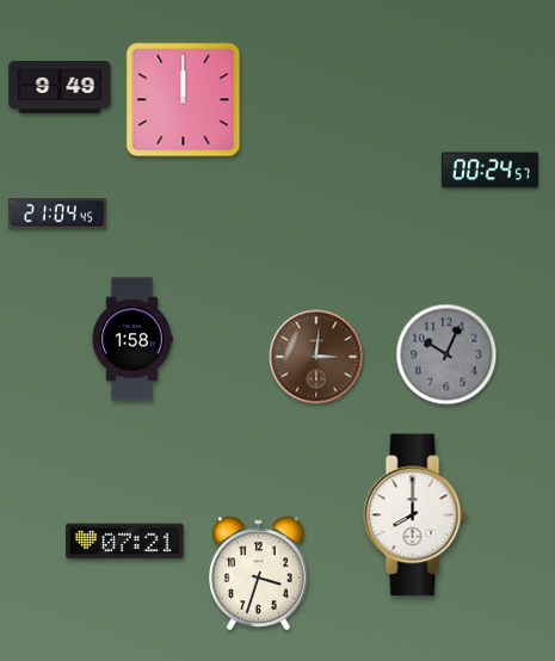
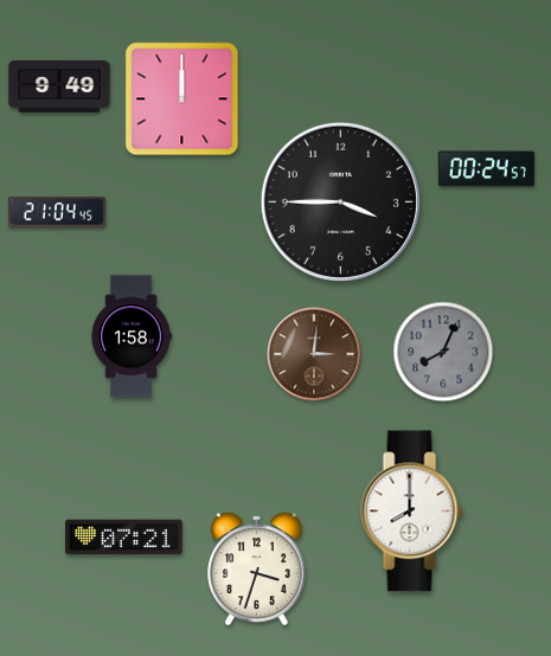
clock at (340, 201): none -> 3:45
clock at (446, 354): 10:04 -> 8:04
